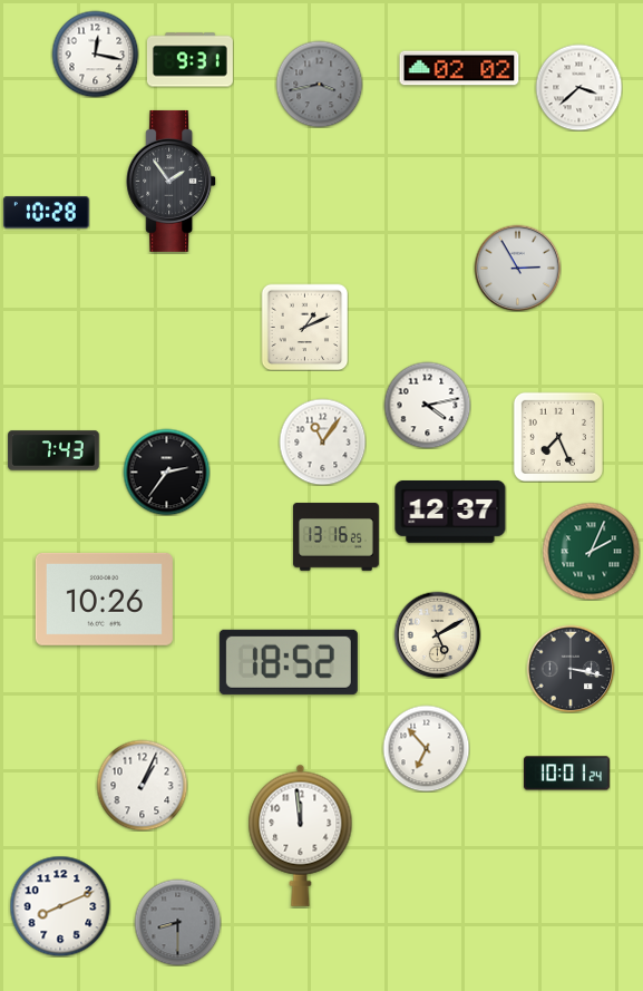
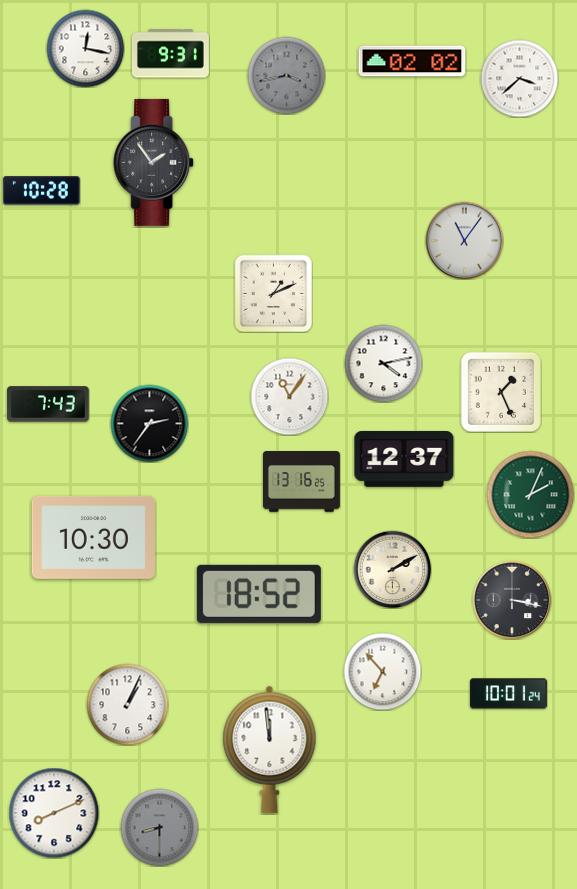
clock at (517, 268): 2:55 -> 11:06
clock at (558, 437): 7:26 -> 1:26
clock at (104, 599): 10:26 -> 10:30
clock at (437, 634): 5:10 -> 2:10
